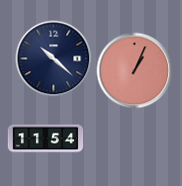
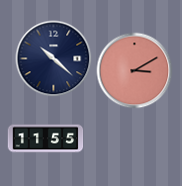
clock at (135, 71): 1:04 -> 3:10
clock at (46, 139): 11:54 -> 11:55
